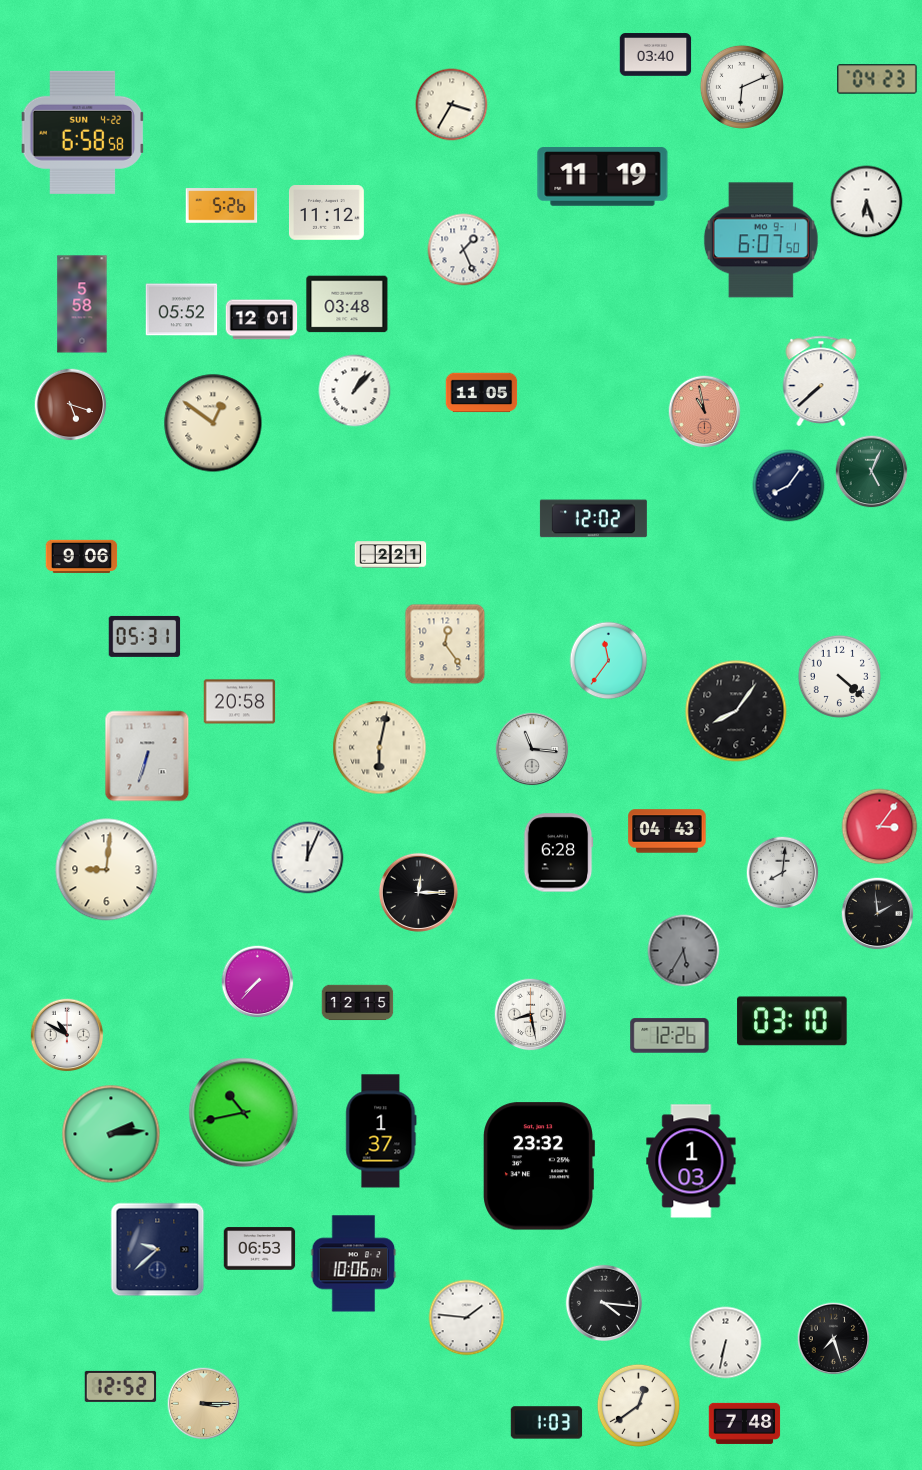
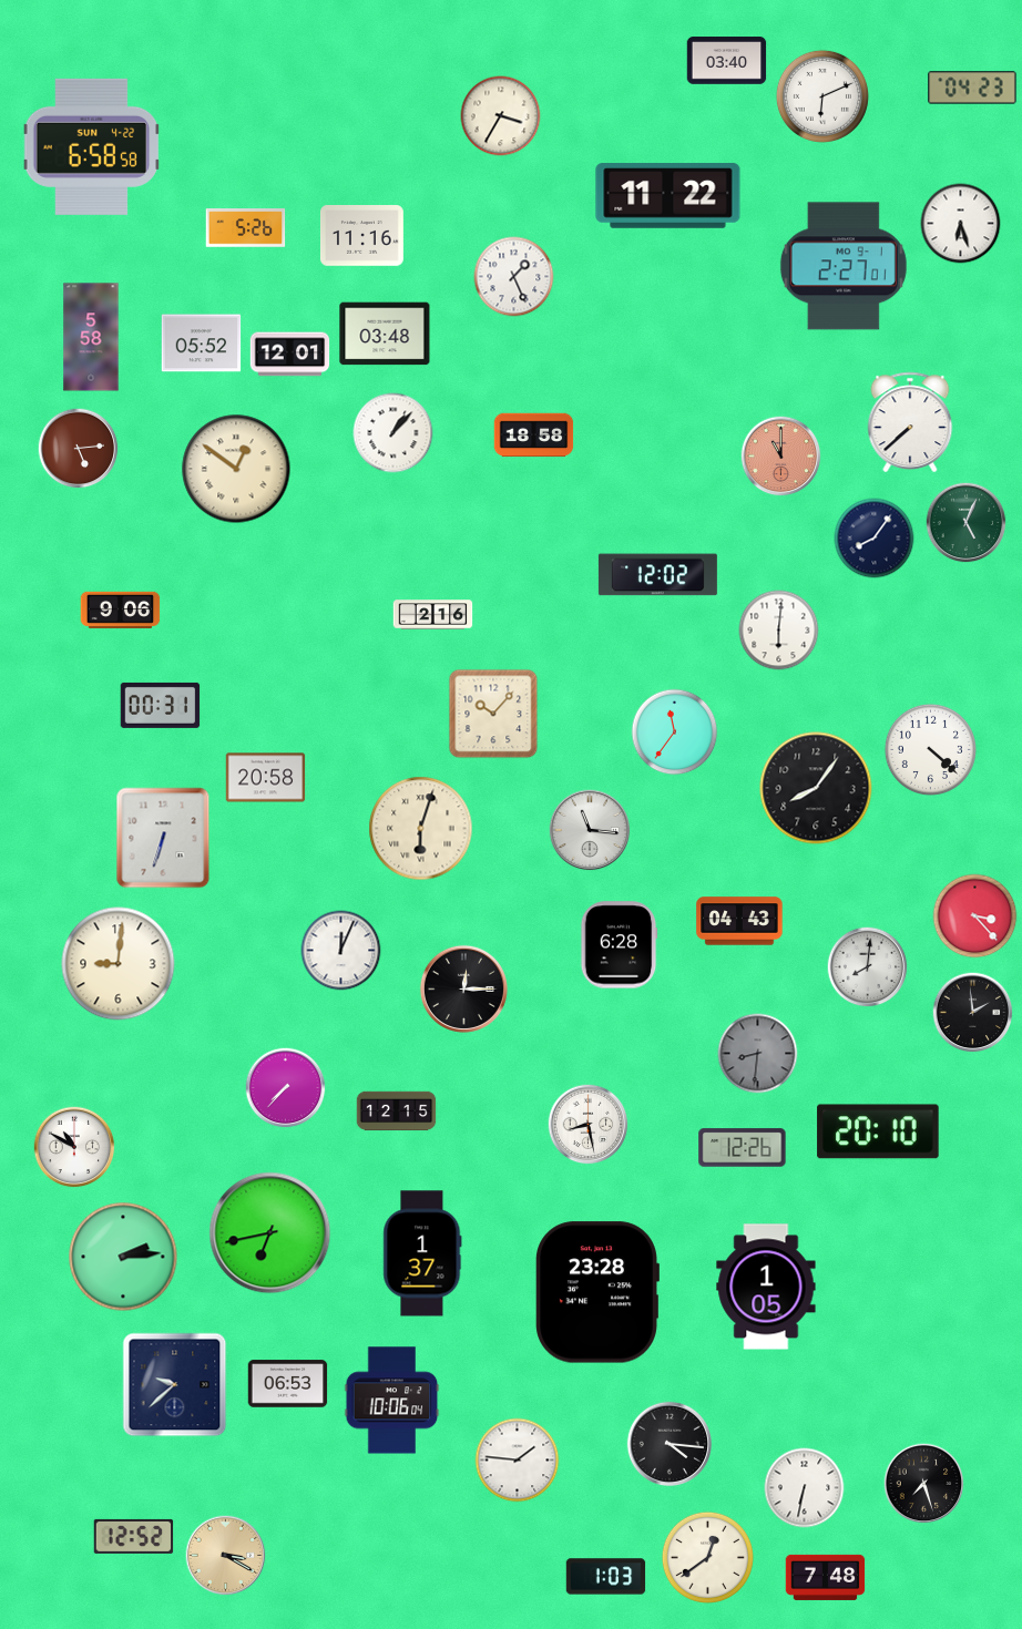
clock at (603, 177): 11:19 -> 11:22
clock at (326, 213): 11:12 -> 11:16
clock at (761, 240): 6:07 -> 2:27
clock at (347, 304) position: (347, 304) -> (385, 334)
clock at (482, 393): 11:05 -> 18:58
clock at (71, 405): 5:18 -> 5:14
clock at (705, 412): 10:58 -> 11:00
clock at (391, 555): 2:21 -> 2:16
clock at (82, 556) position: (82, 556) -> (121, 609)
clock at (779, 631): none -> 6:01
clock at (145, 636): 05:31 -> 00:31
clock at (445, 644): 12:24 -> 10:07
clock at (380, 748): 6:02 -> 6:03
clock at (880, 827): 3:06 -> 3:23
clock at (684, 951): 5:35 -> 8:31
clock at (792, 1021): 03:10 -> 20:10
clock at (244, 1113): 10:43 -> 6:43
clock at (691, 1161): 1:03 -> 1:05
clock at (539, 1166): 23:32 -> 23:28
clock at (204, 1404): 3:15 -> 3:20
